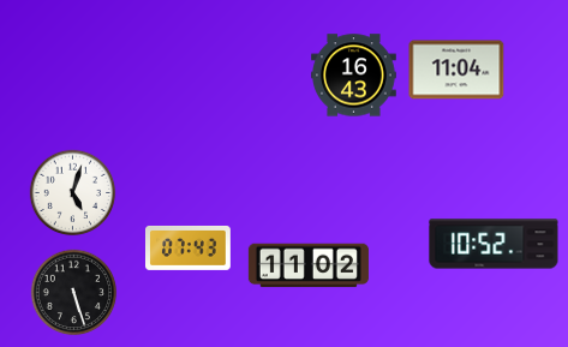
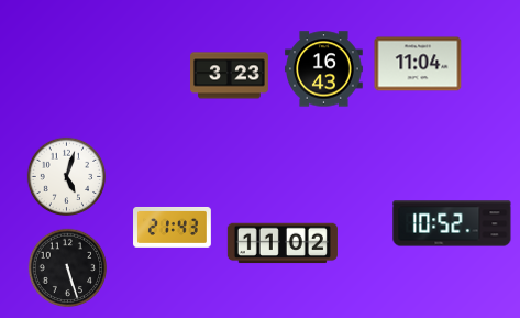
clock at (230, 76): none -> 3:23
clock at (189, 247): 07:43 -> 21:43
